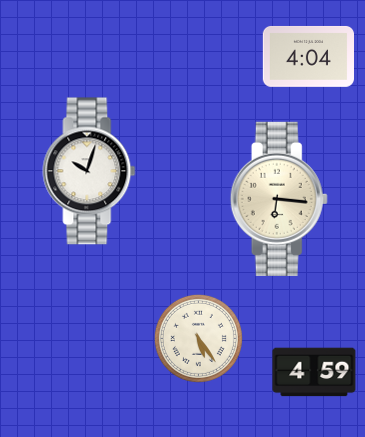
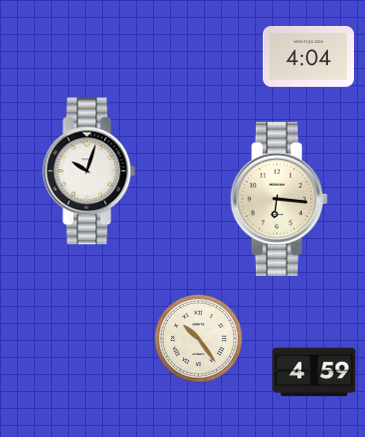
clock at (198, 338): 5:24 -> 10:24
